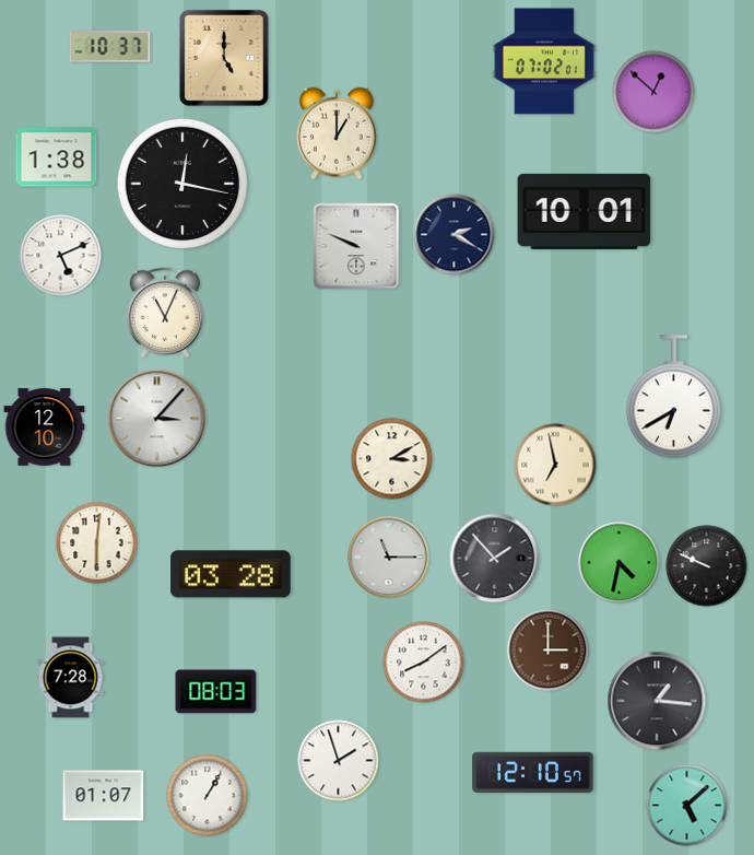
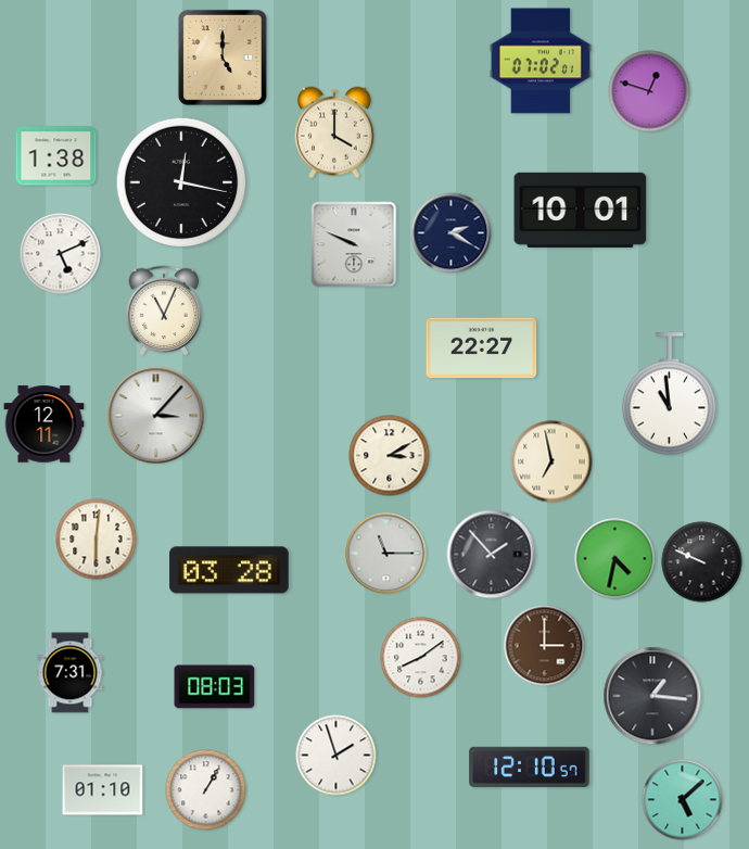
clock at (110, 47): 10:37 -> none
clock at (653, 92): 12:52 -> 12:48
clock at (337, 133): 1:00 -> 4:00
clock at (482, 349): none -> 22:27
clock at (674, 397): 6:40 -> 10:59
clock at (45, 427): 12:10 -> 12:11
clock at (71, 678): 7:28 -> 7:31
clock at (104, 796): 01:07 -> 01:10
